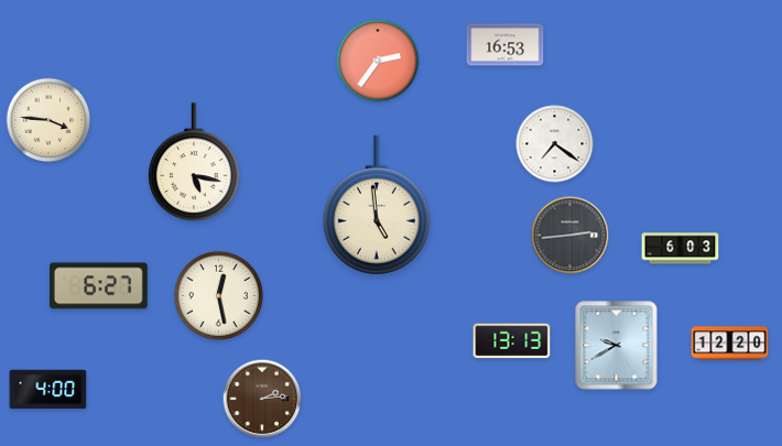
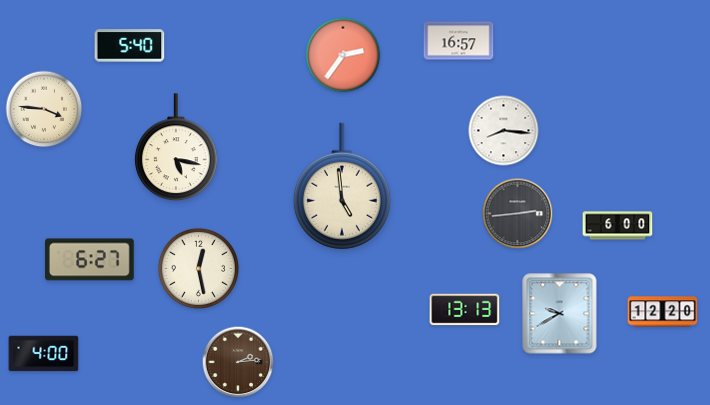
clock at (506, 45): 16:53 -> 16:57
clock at (130, 46): none -> 5:40
clock at (555, 144): 7:21 -> 8:16
clock at (681, 249): 6:03 -> 6:00
